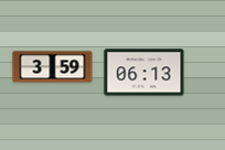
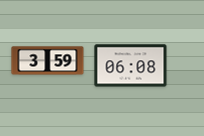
clock at (144, 73): 06:13 -> 06:08
